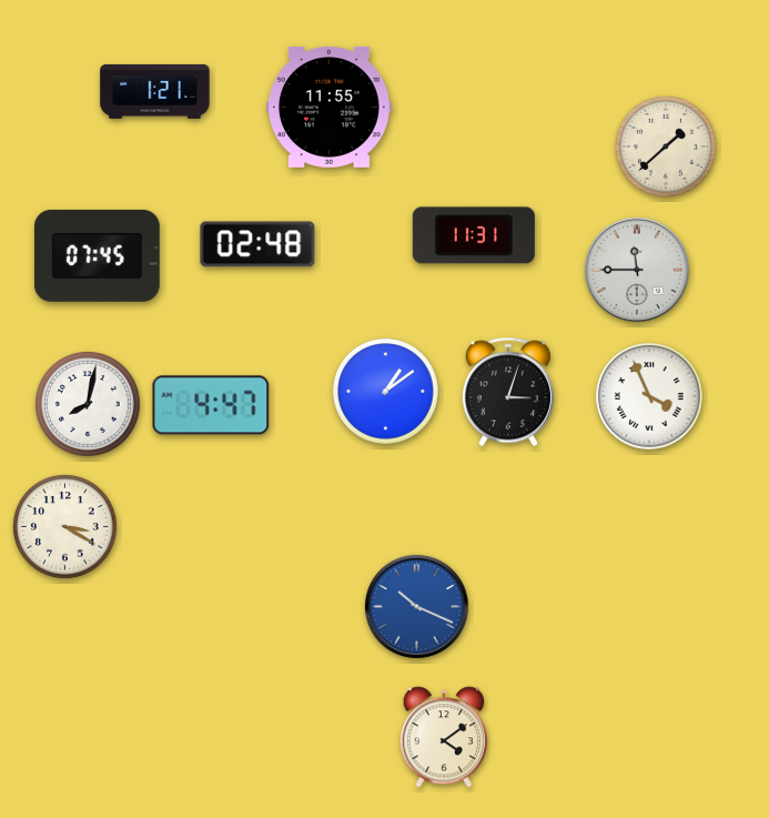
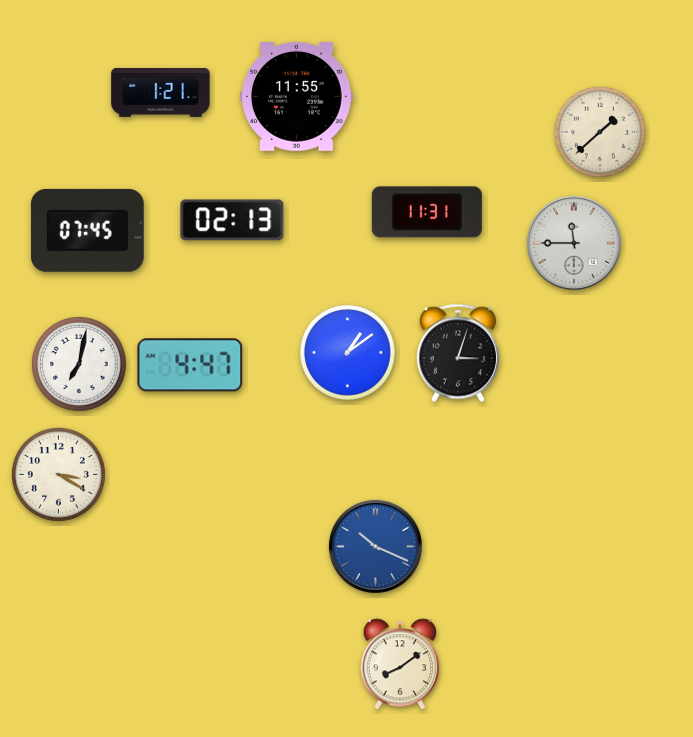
clock at (155, 92) position: (155, 92) -> (161, 93)
clock at (257, 244): 02:48 -> 02:13
clock at (649, 396): 3:56 -> none
clock at (89, 405): 8:02 -> 7:02
clock at (443, 737): 4:09 -> 8:09
